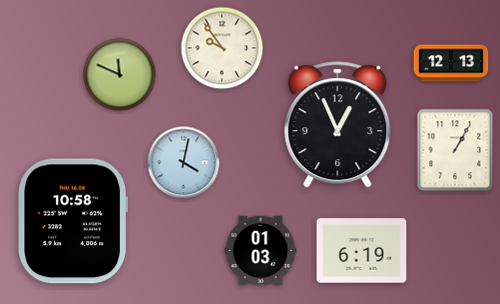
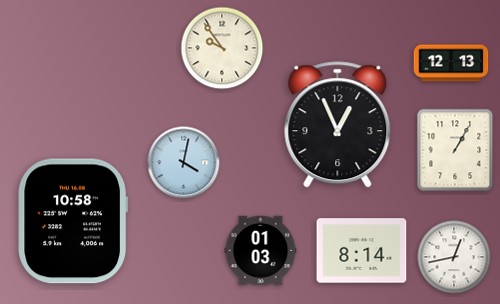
clock at (120, 75): 11:49 -> none
clock at (362, 251): 6:19 -> 8:14
clock at (454, 257): none -> 12:43
